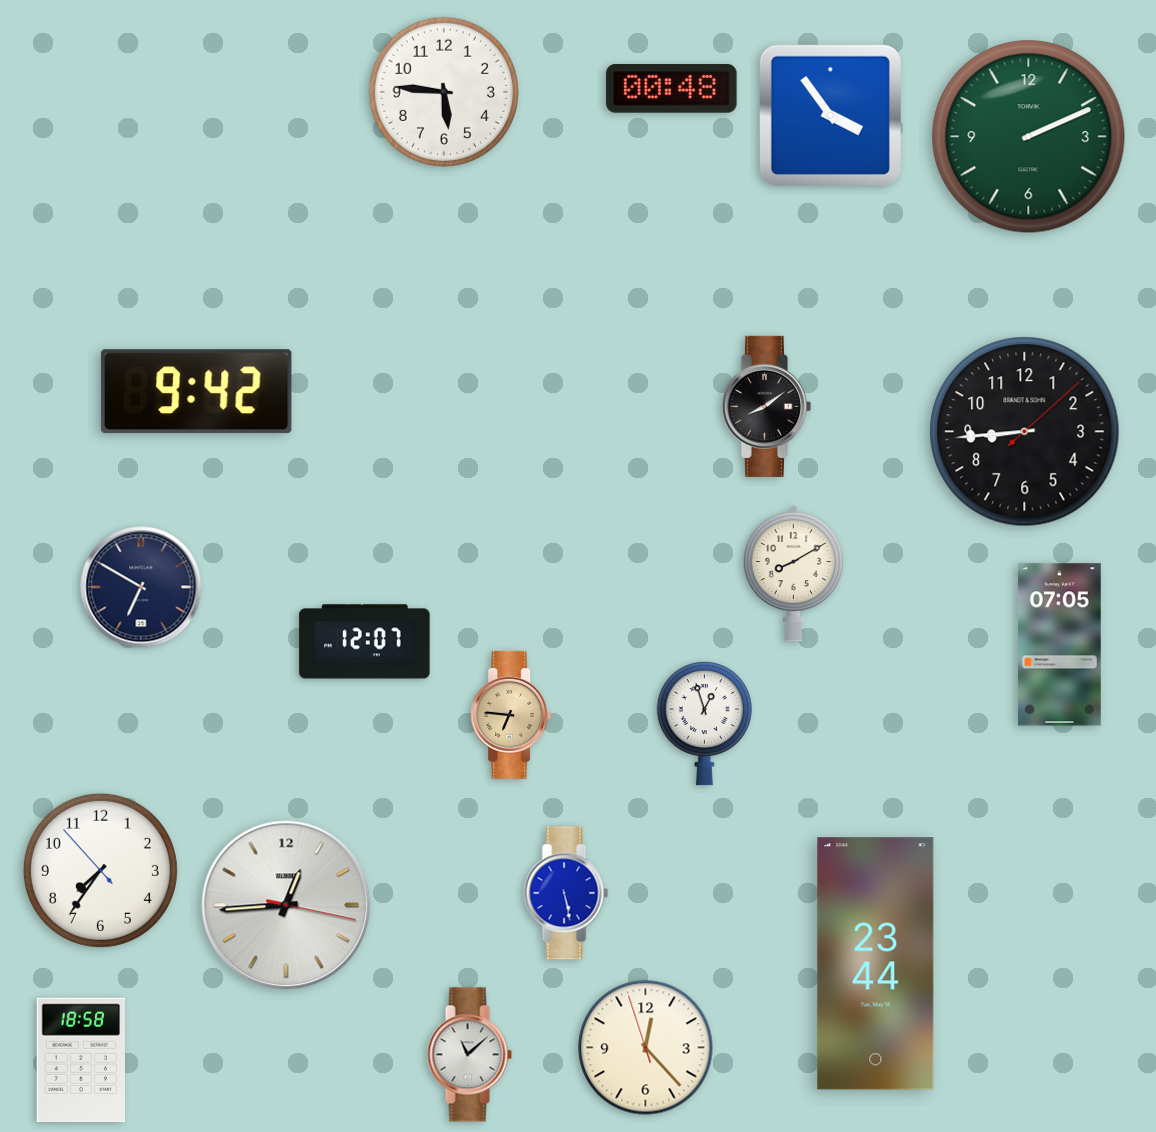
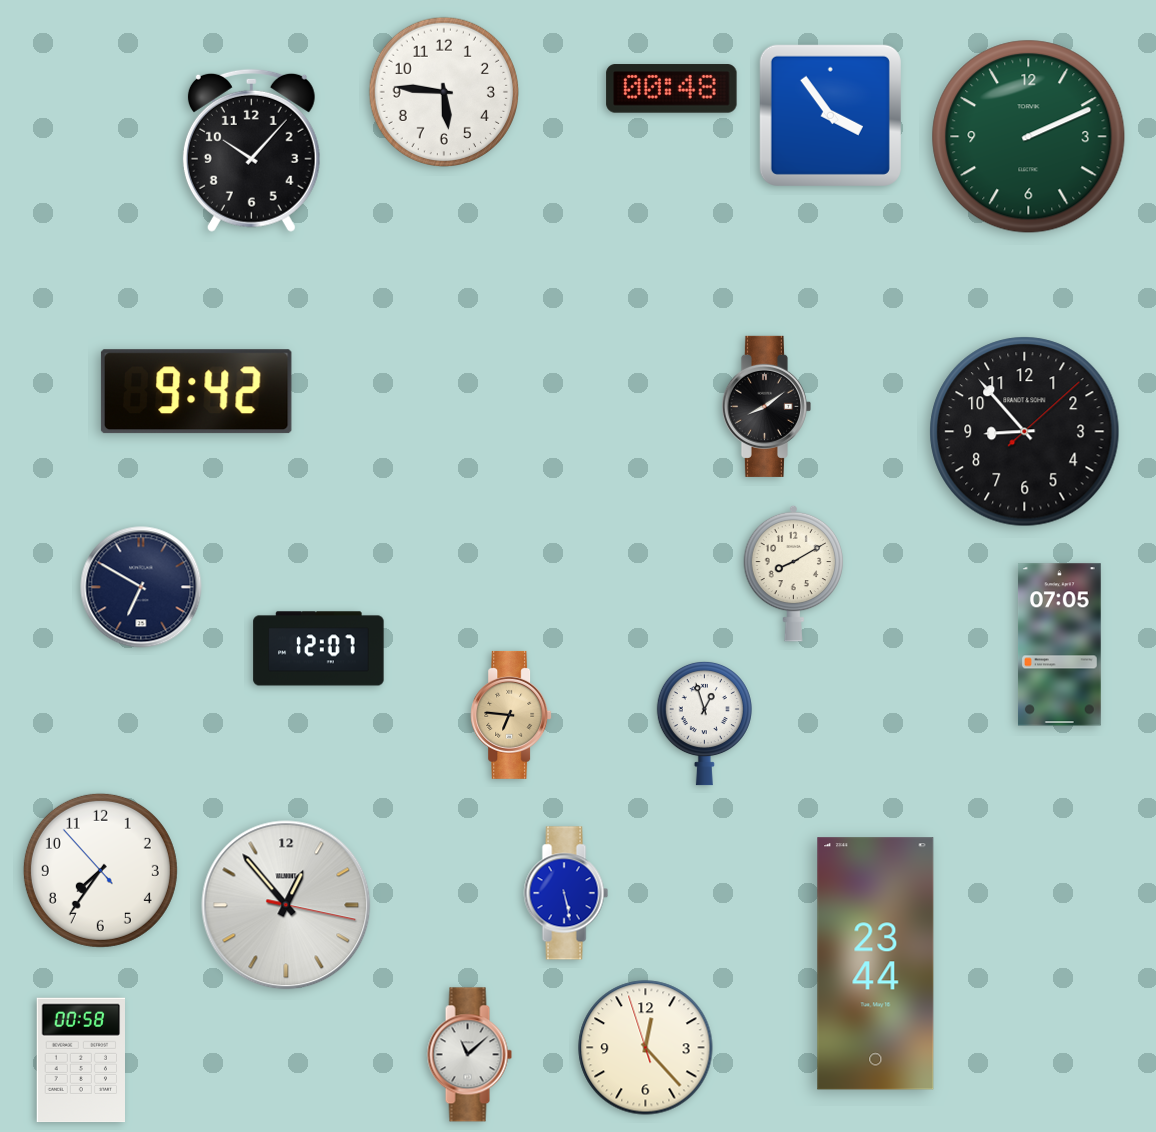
clock at (251, 150): none -> 10:07
clock at (1025, 432): 8:44 -> 8:53
clock at (365, 642) position: (365, 642) -> (319, 649)
clock at (286, 905): 12:44 -> 12:53
clock at (80, 1060): 18:58 -> 00:58
